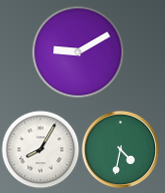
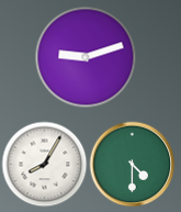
clock at (78, 52): 9:10 -> 9:12
clock at (120, 149): 4:32 -> 4:30
